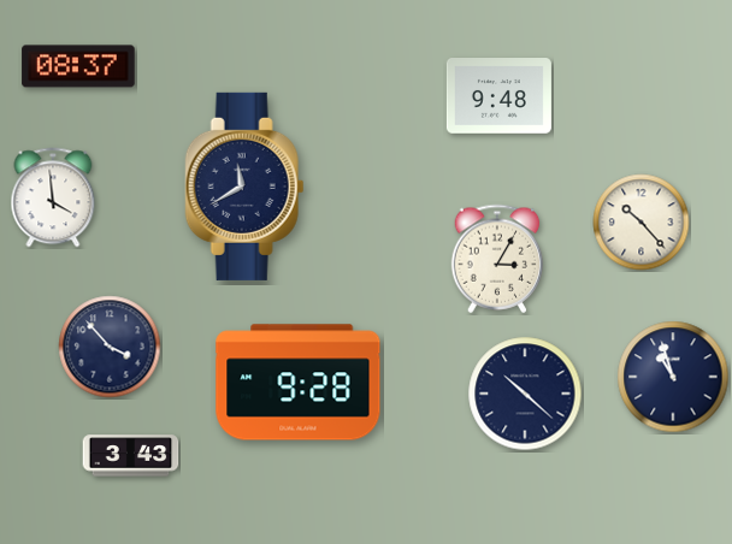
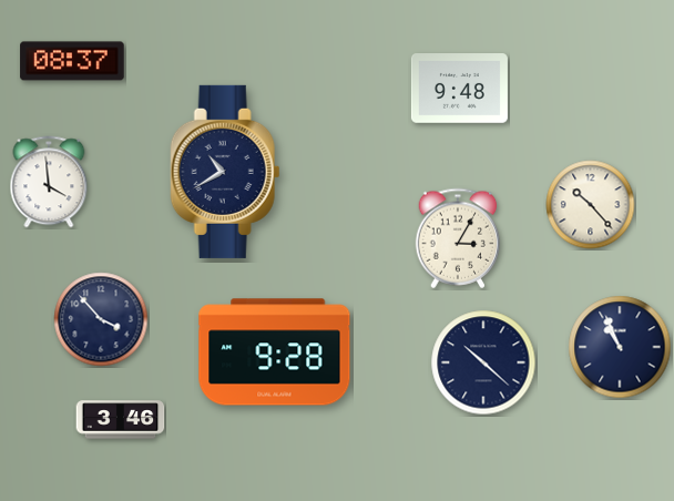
clock at (244, 187): 11:40 -> 10:40
clock at (673, 377): 10:57 -> 10:56
clock at (131, 456): 3:43 -> 3:46
